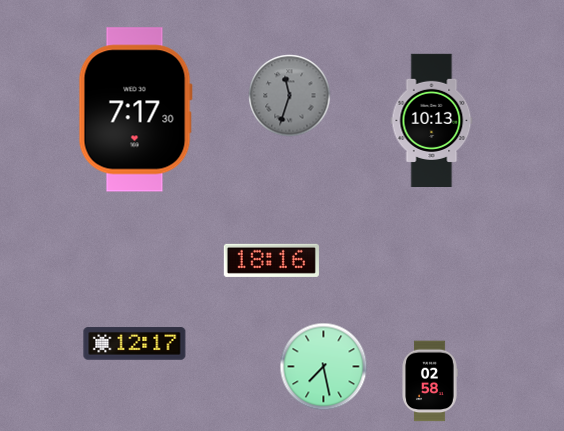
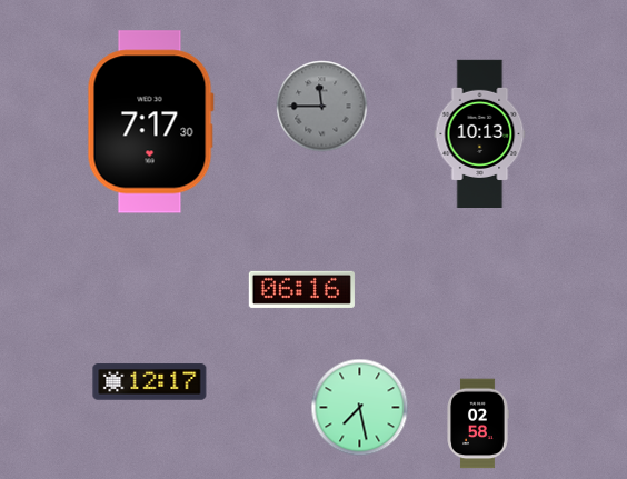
clock at (290, 96): 11:33 -> 11:45
clock at (271, 260): 18:16 -> 06:16
